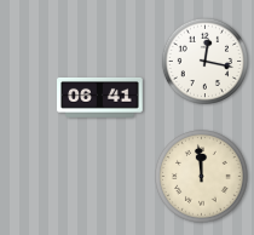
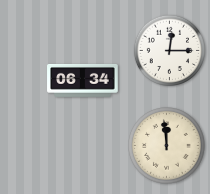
clock at (204, 61): 12:17 -> 12:15
clock at (100, 97): 06:41 -> 06:34
